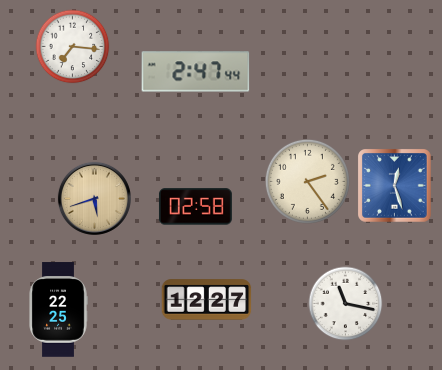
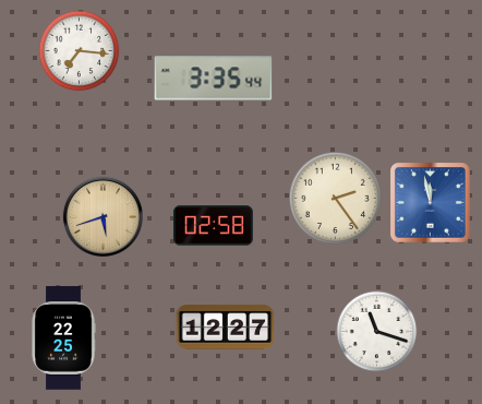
clock at (196, 72): 2:47 -> 3:35
clock at (395, 186): 12:27 -> 11:58
clock at (346, 304): 11:17 -> 11:18
